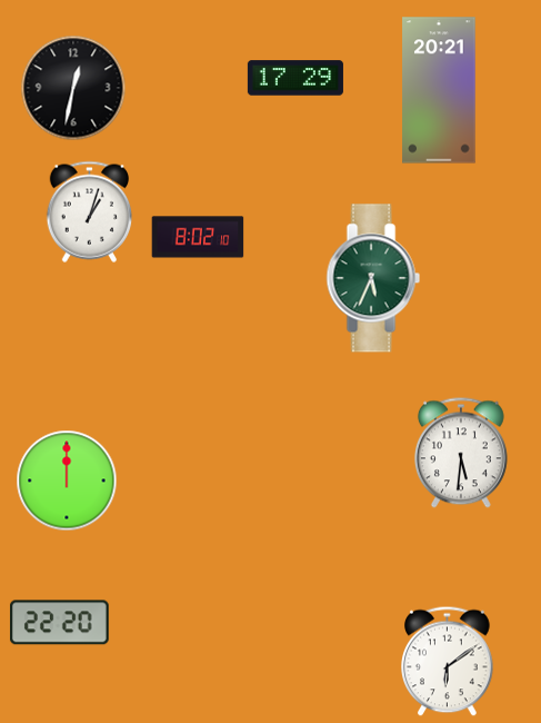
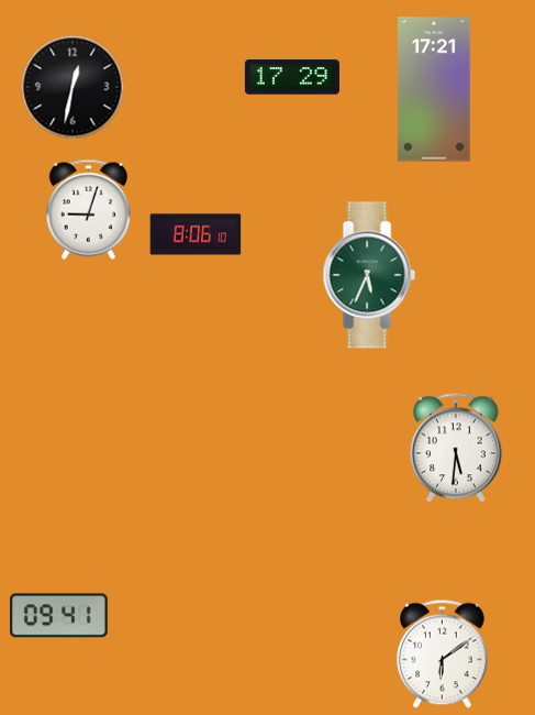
clock at (439, 90): 20:21 -> 17:21
clock at (90, 211): 1:03 -> 9:03
clock at (198, 237): 8:02 -> 8:06
clock at (67, 481): 12:00 -> none
clock at (59, 623): 22:20 -> 09:41
